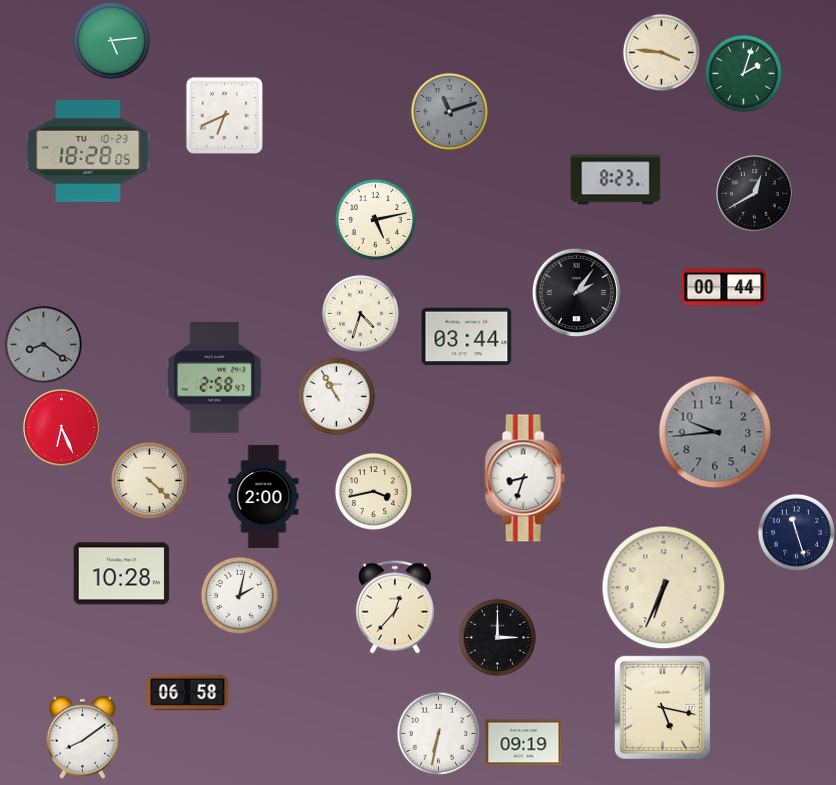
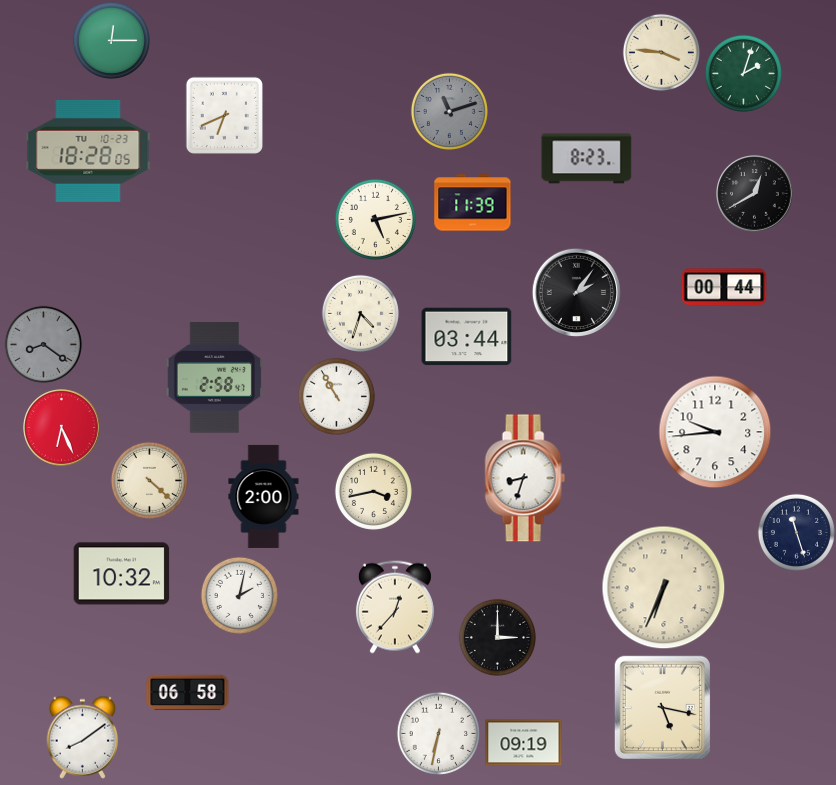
clock at (111, 40): 5:14 -> 12:15
clock at (616, 180) position: (616, 180) -> (587, 159)
clock at (473, 203): none -> 11:39
clock at (715, 432) dial: grey -> white
clock at (122, 574): 10:28 -> 10:32
